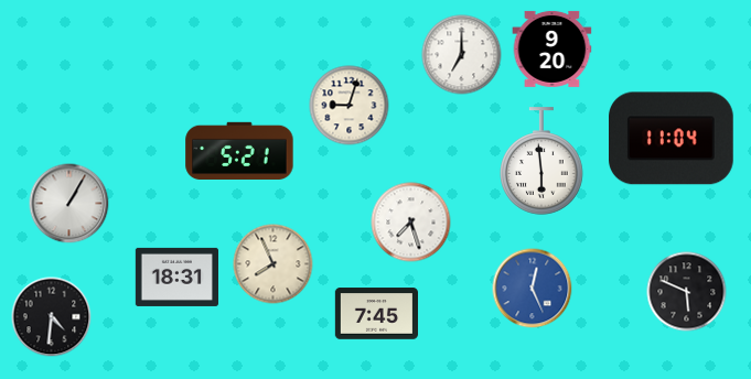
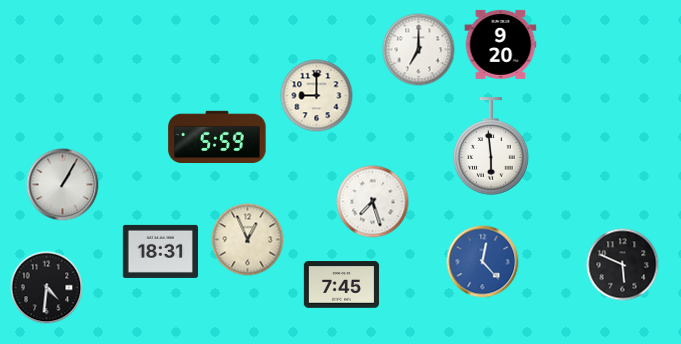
clock at (350, 106): 9:03 -> 9:00
clock at (672, 139): 11:04 -> none
clock at (239, 150): 5:21 -> 5:59
clock at (273, 264): 7:56 -> 12:56
clock at (533, 289): 12:26 -> 12:23
